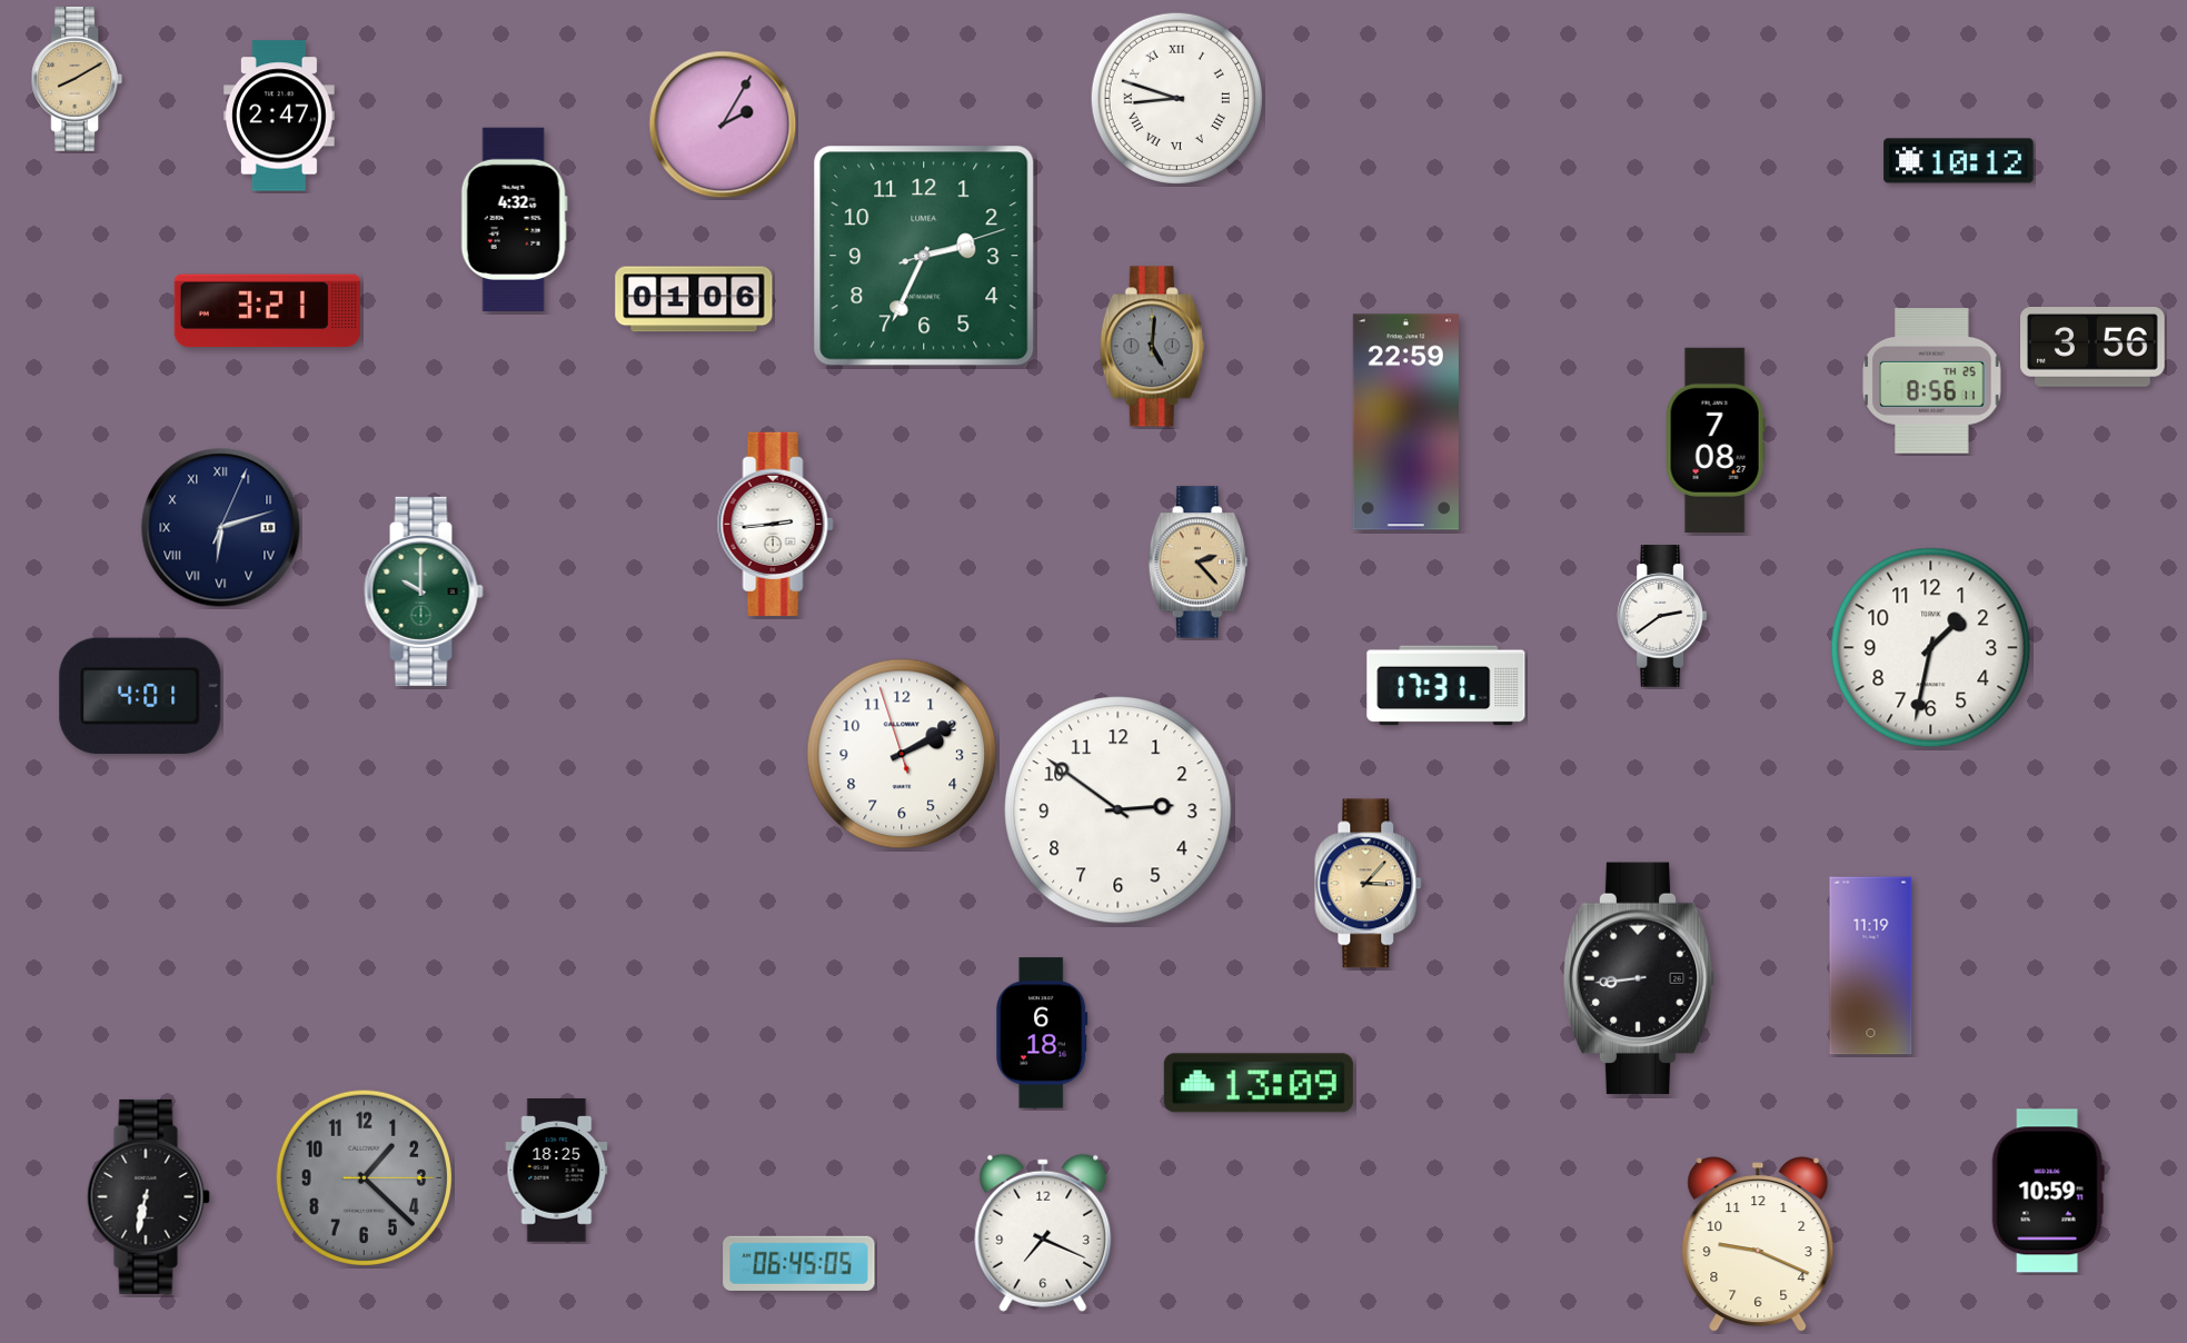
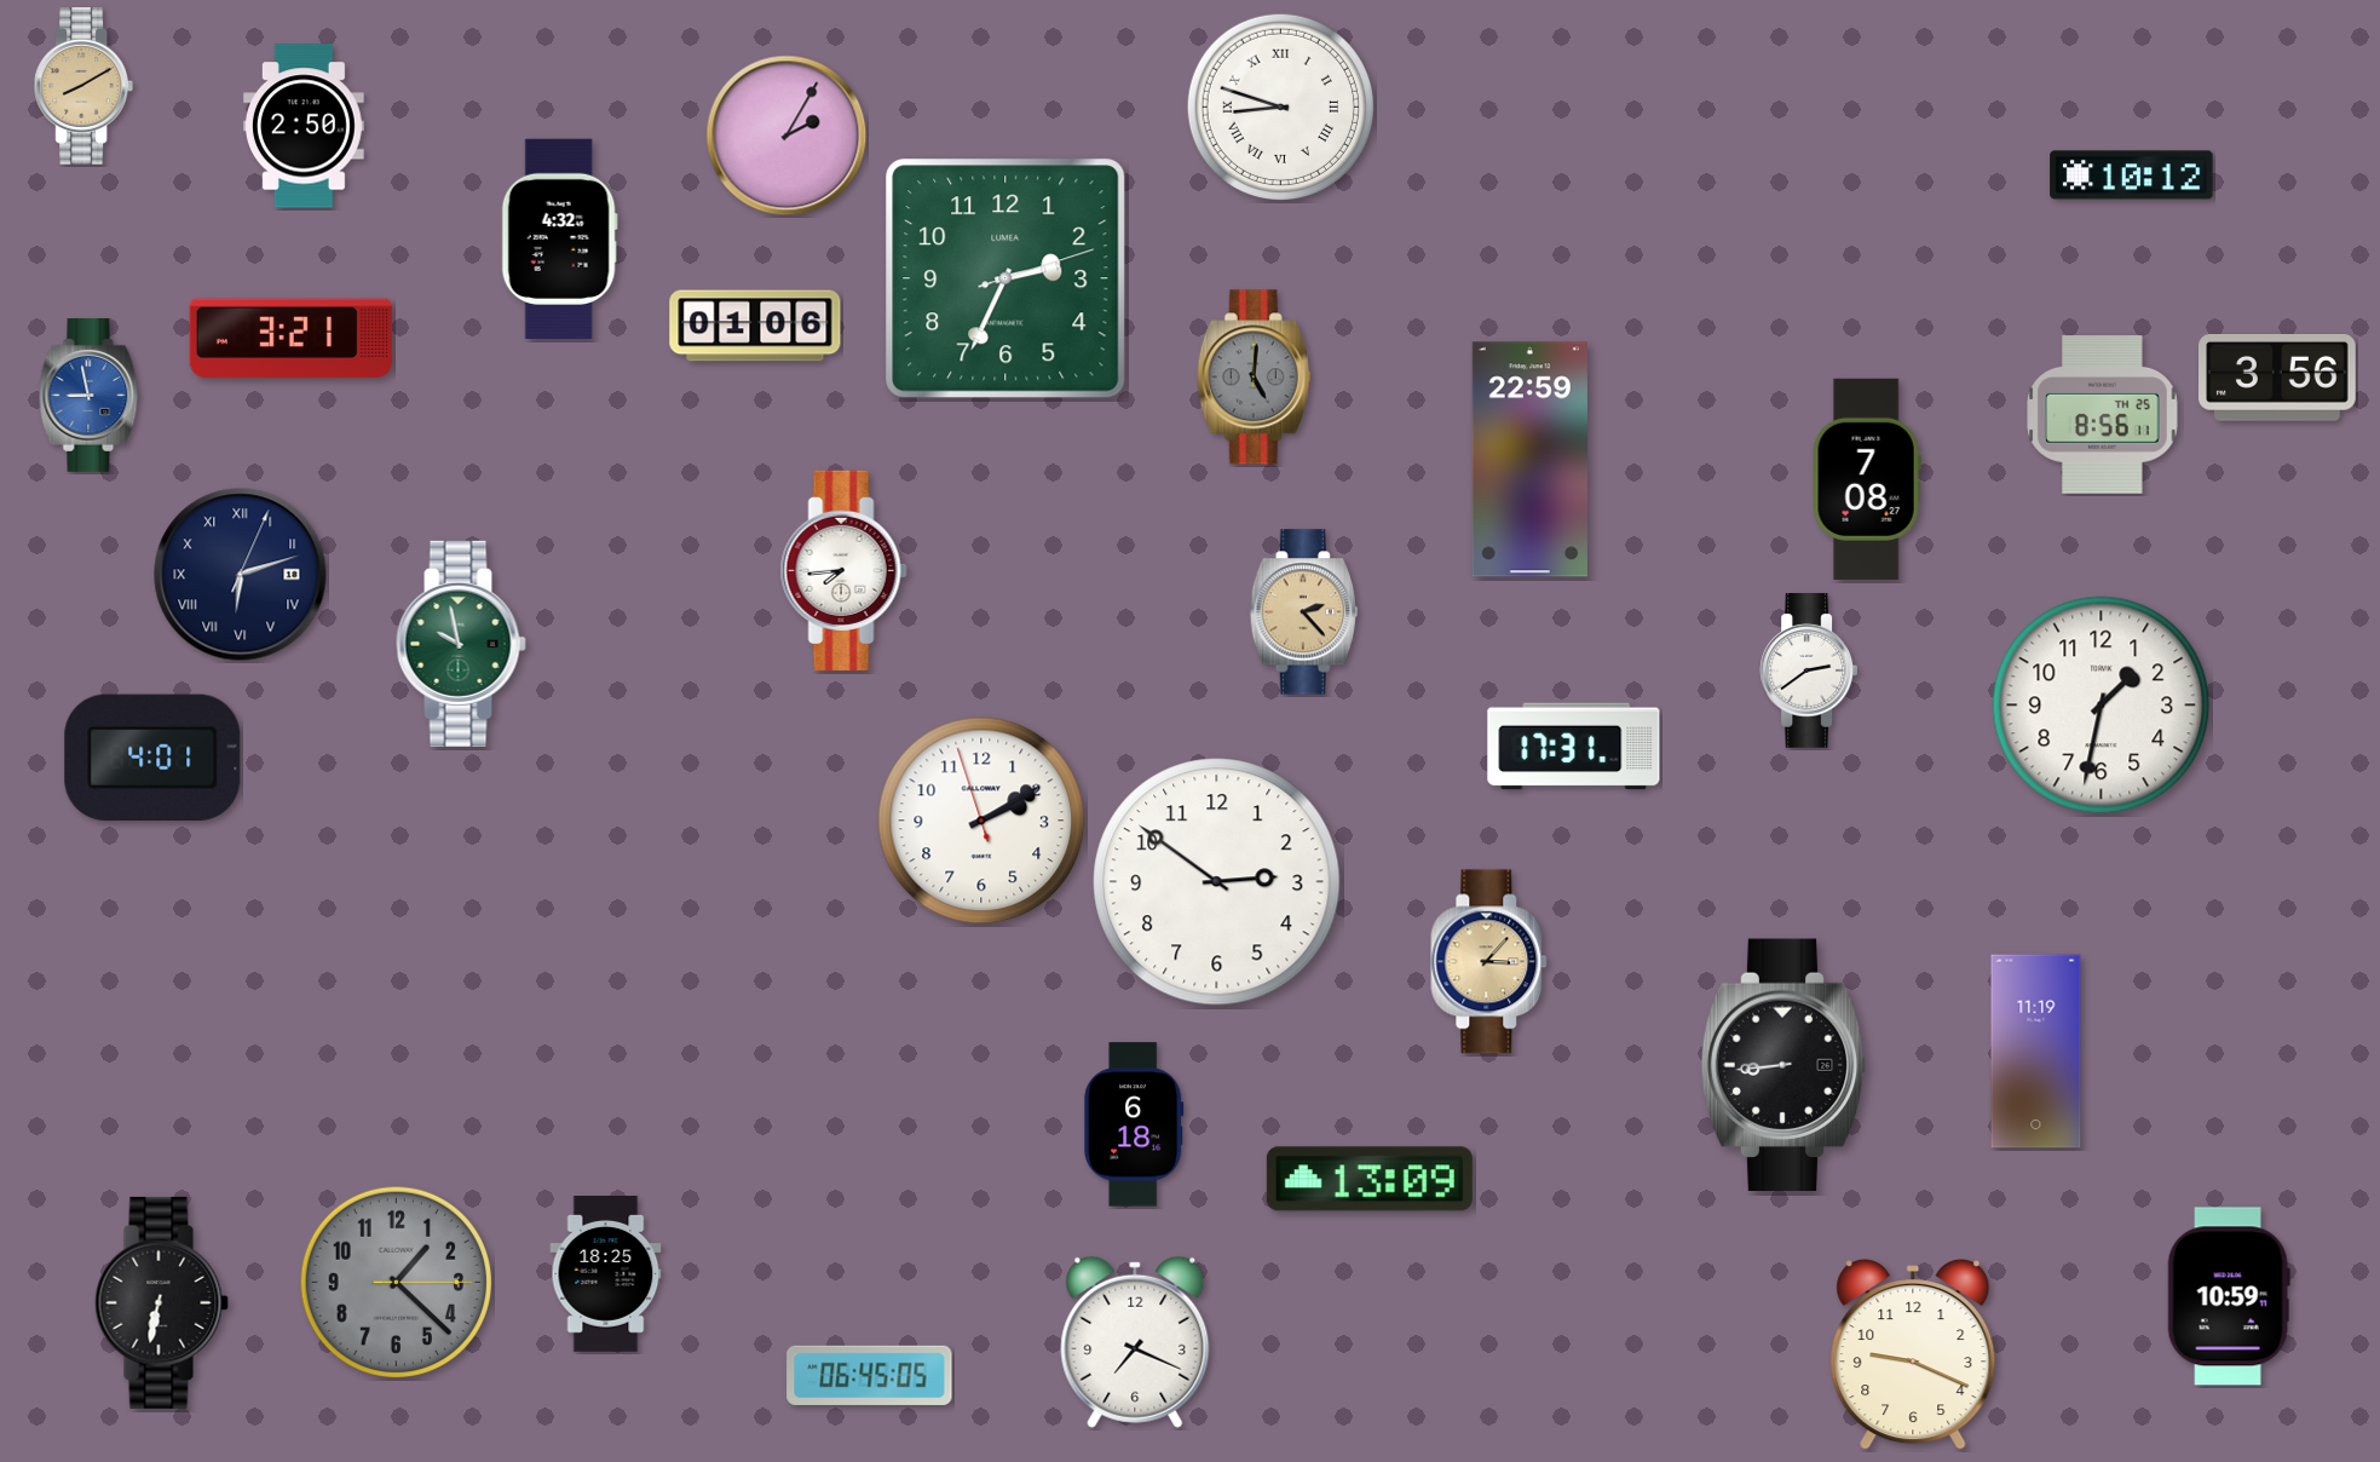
clock at (279, 116): 2:47 -> 2:50
clock at (90, 395): none -> 8:58
clock at (775, 524): 2:44 -> 7:44
clock at (424, 591): 10:00 -> 9:58
